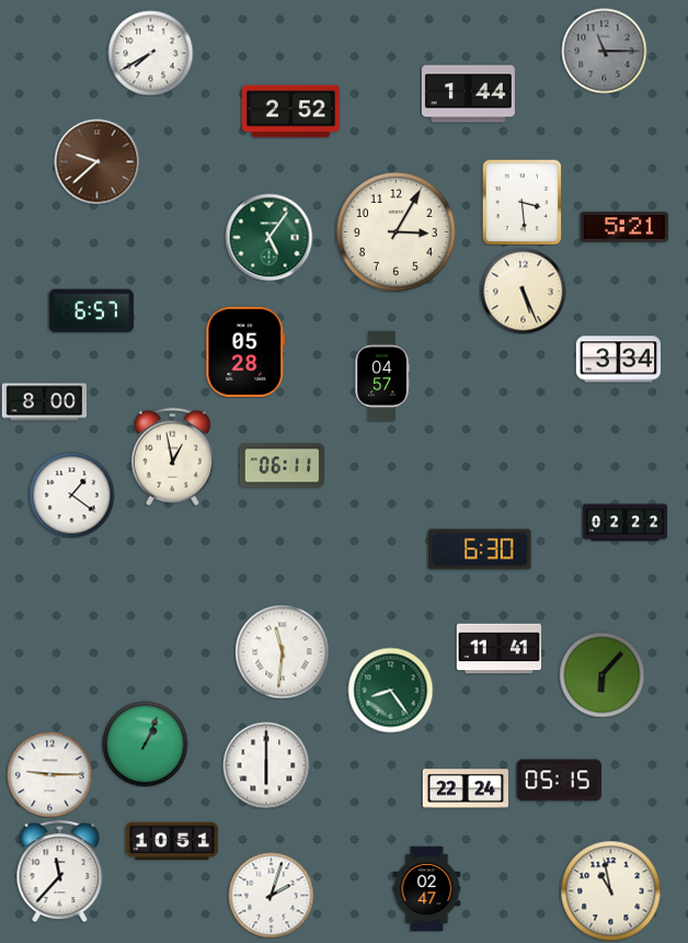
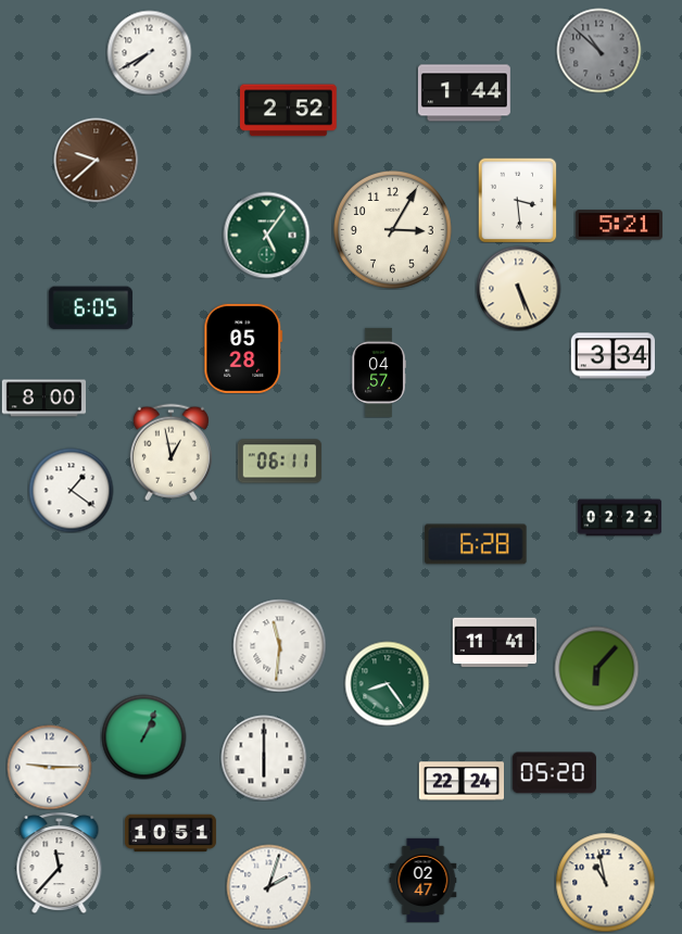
clock at (604, 50): 11:15 -> 10:52
clock at (91, 311): 6:57 -> 6:05
clock at (480, 549): 6:30 -> 6:28
clock at (559, 781): 05:15 -> 05:20
